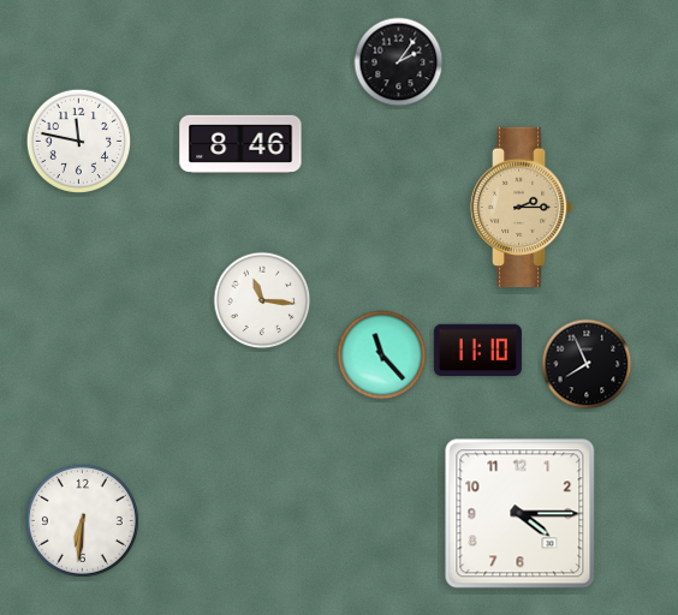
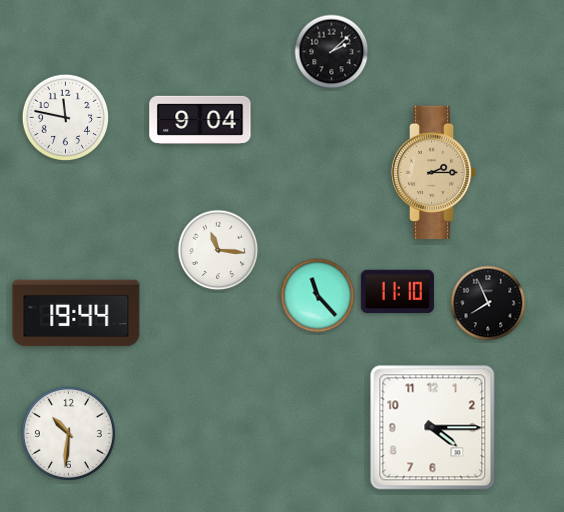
clock at (399, 62): 2:06 -> 2:08
clock at (240, 144): 8:46 -> 9:04
clock at (76, 313): none -> 19:44
clock at (82, 520): 6:31 -> 10:31
